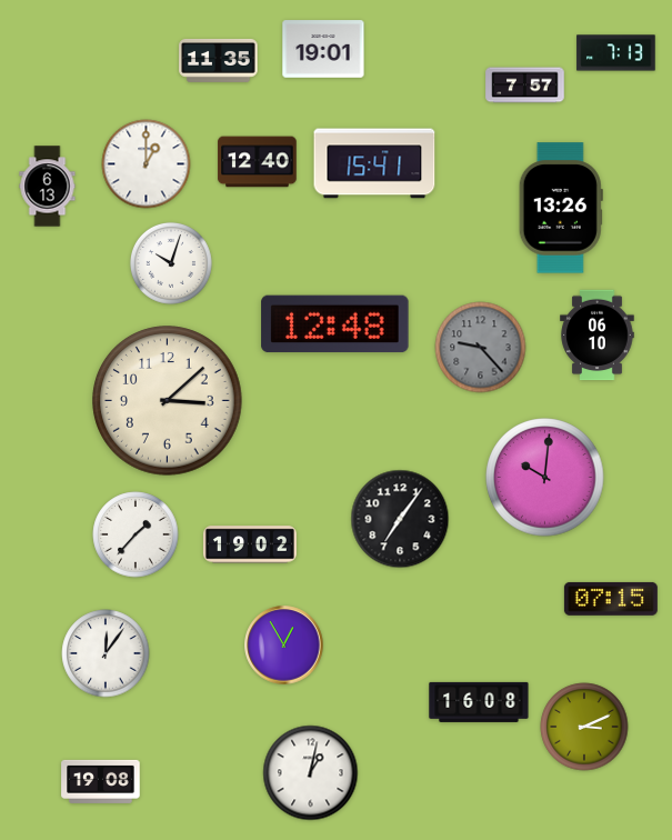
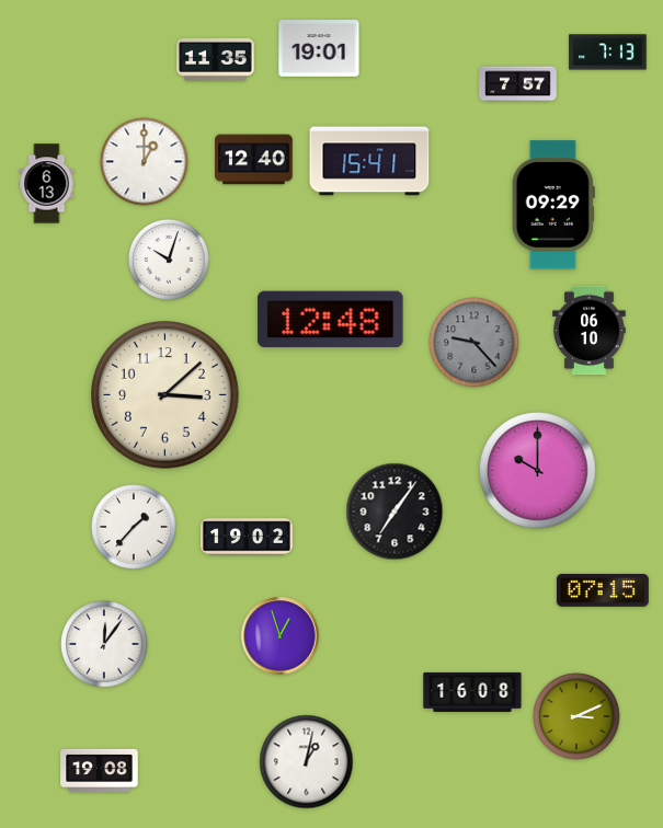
clock at (561, 208): 13:26 -> 09:29
clock at (545, 478): 10:01 -> 10:00
clock at (284, 646): 12:55 -> 12:57
